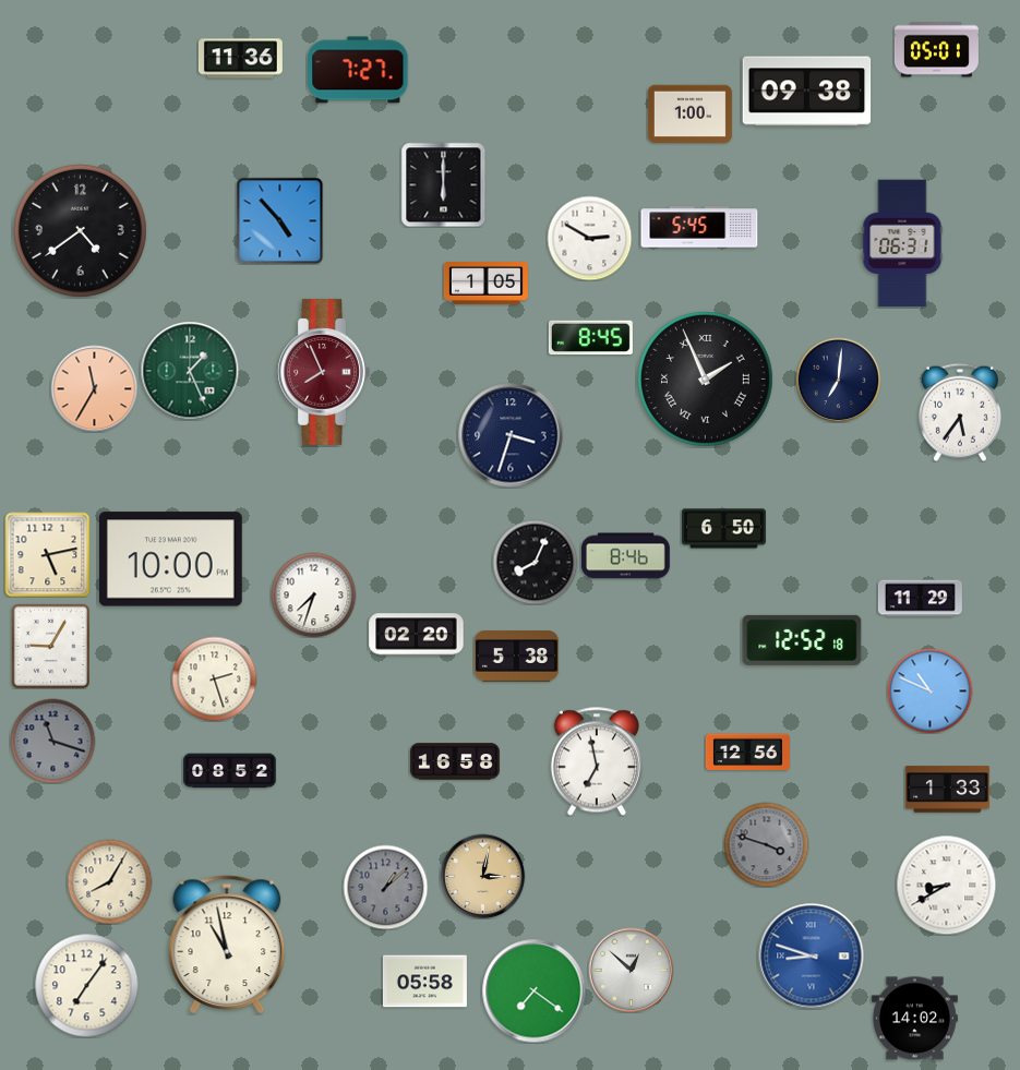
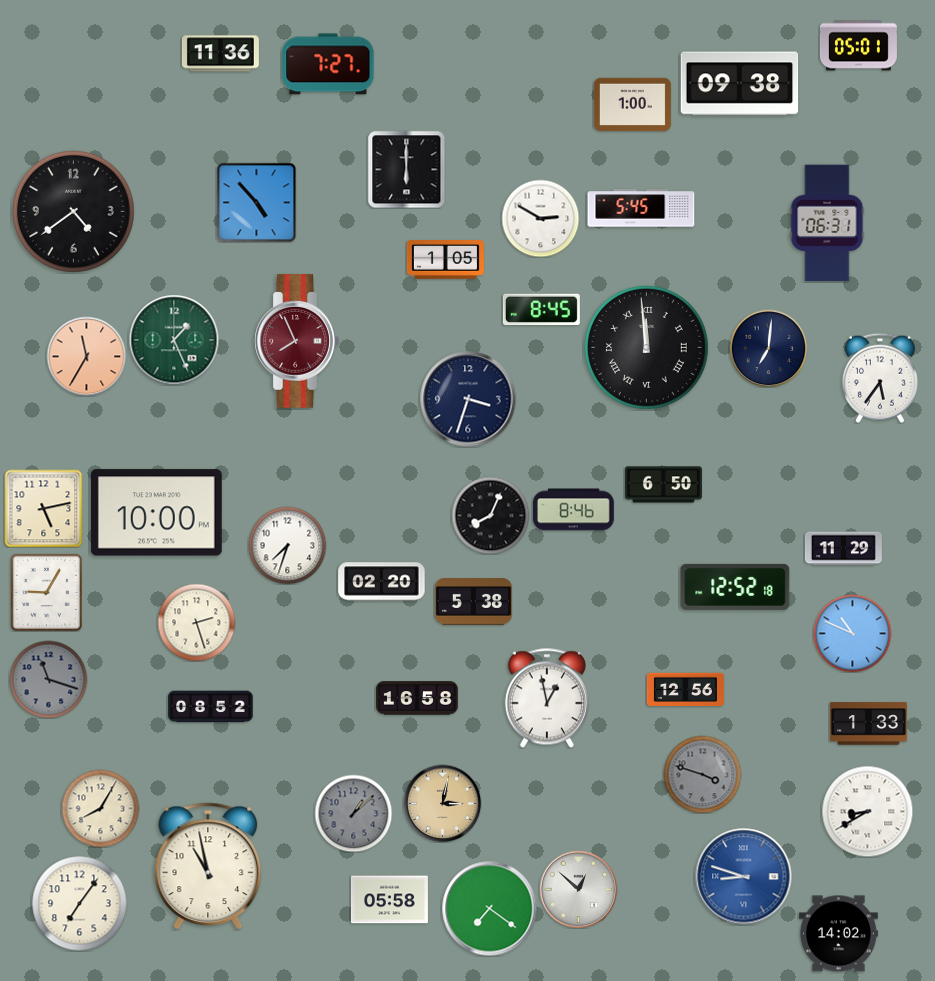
clock at (705, 378): 1:56 -> 11:59
clock at (597, 761): 6:58 -> 12:58
